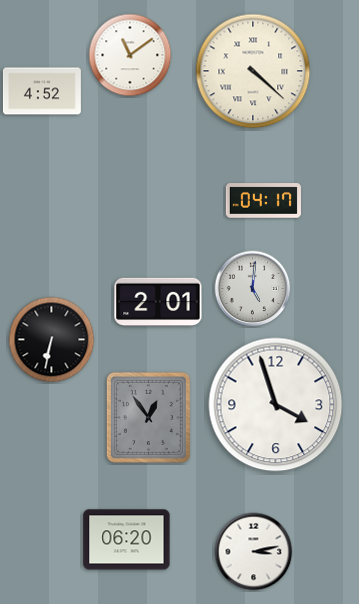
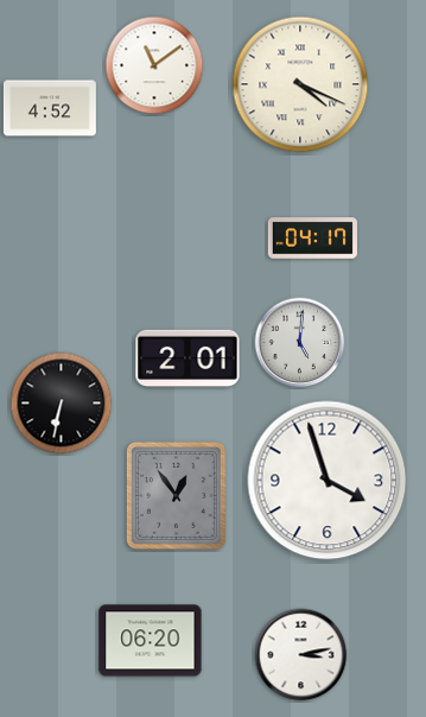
clock at (253, 71): 4:22 -> 4:19
